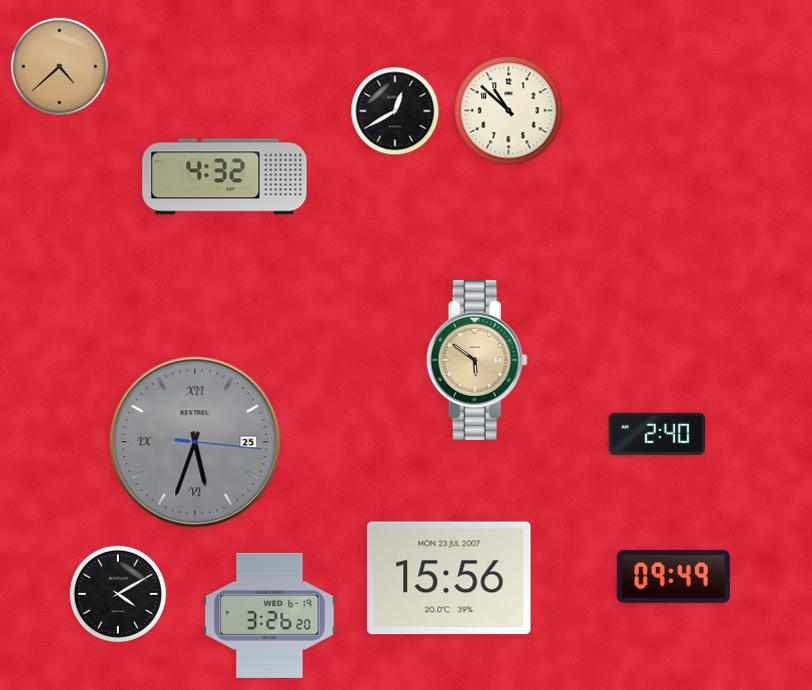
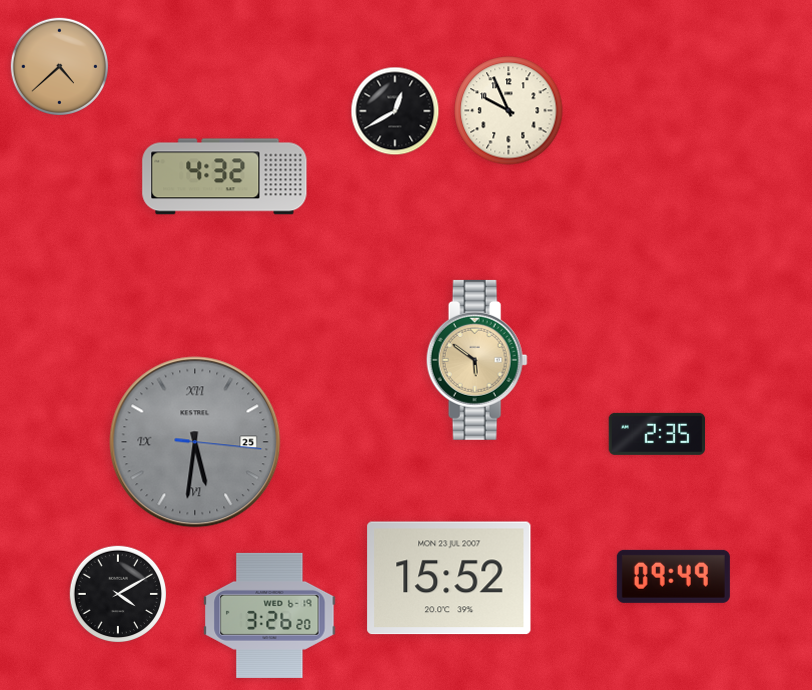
clock at (509, 111): 10:52 -> 9:56
clock at (656, 434): 2:40 -> 2:35
clock at (195, 442): 5:33 -> 5:31
clock at (449, 578): 15:56 -> 15:52
